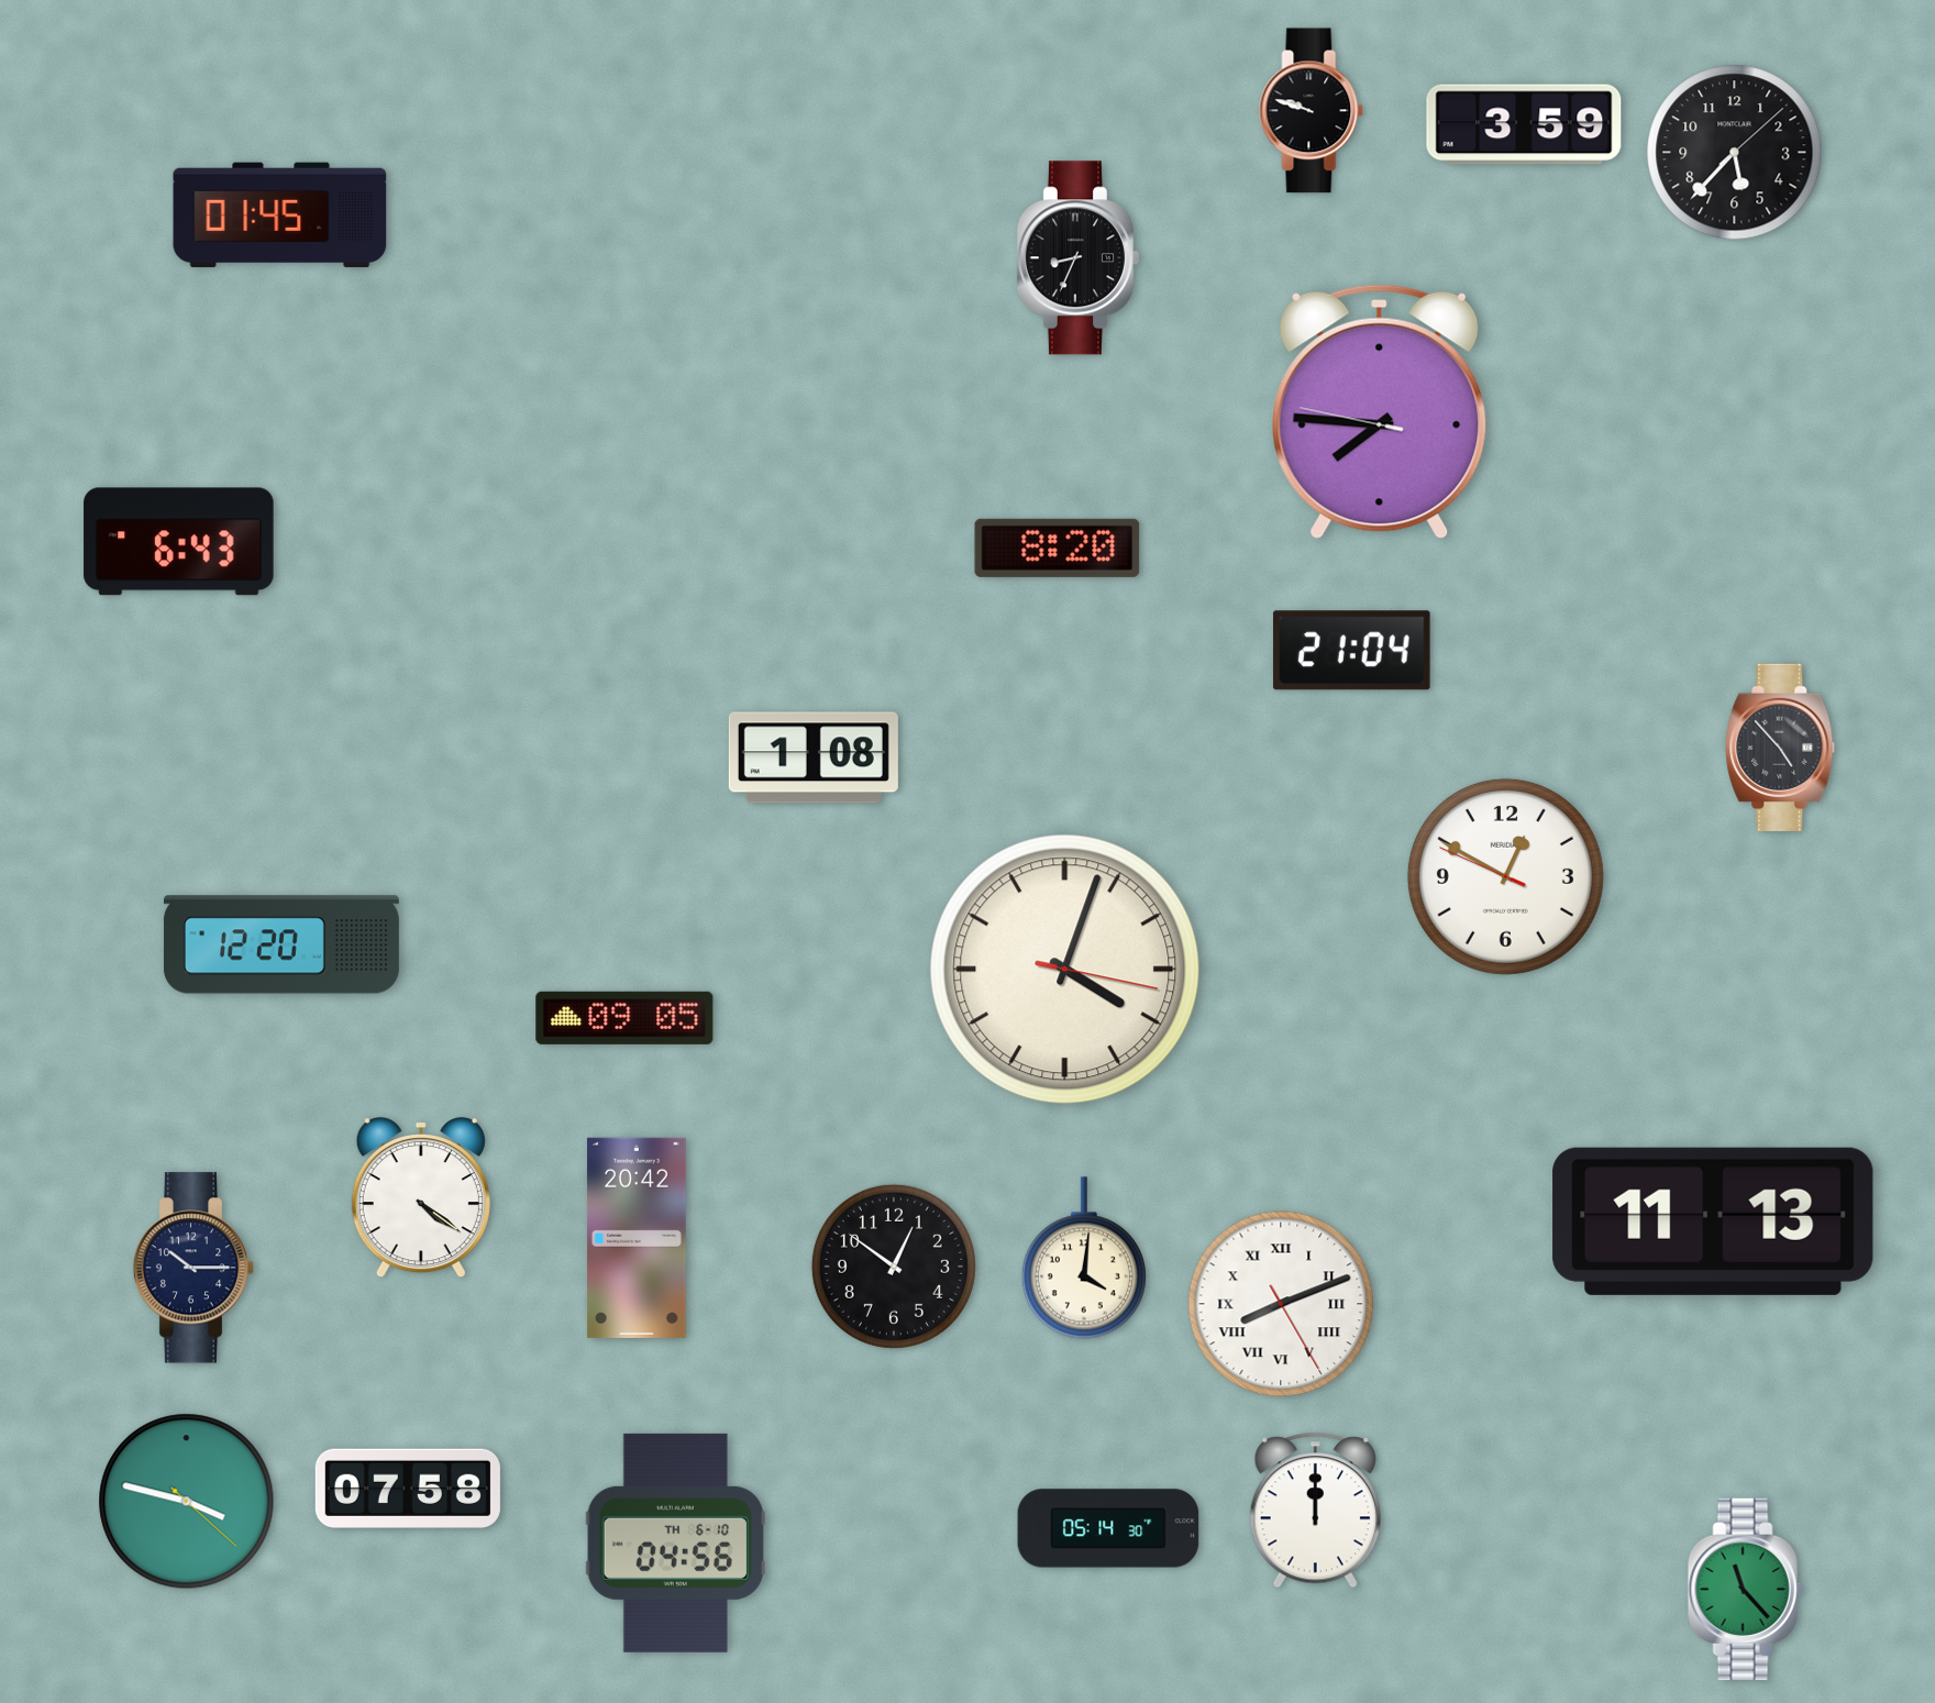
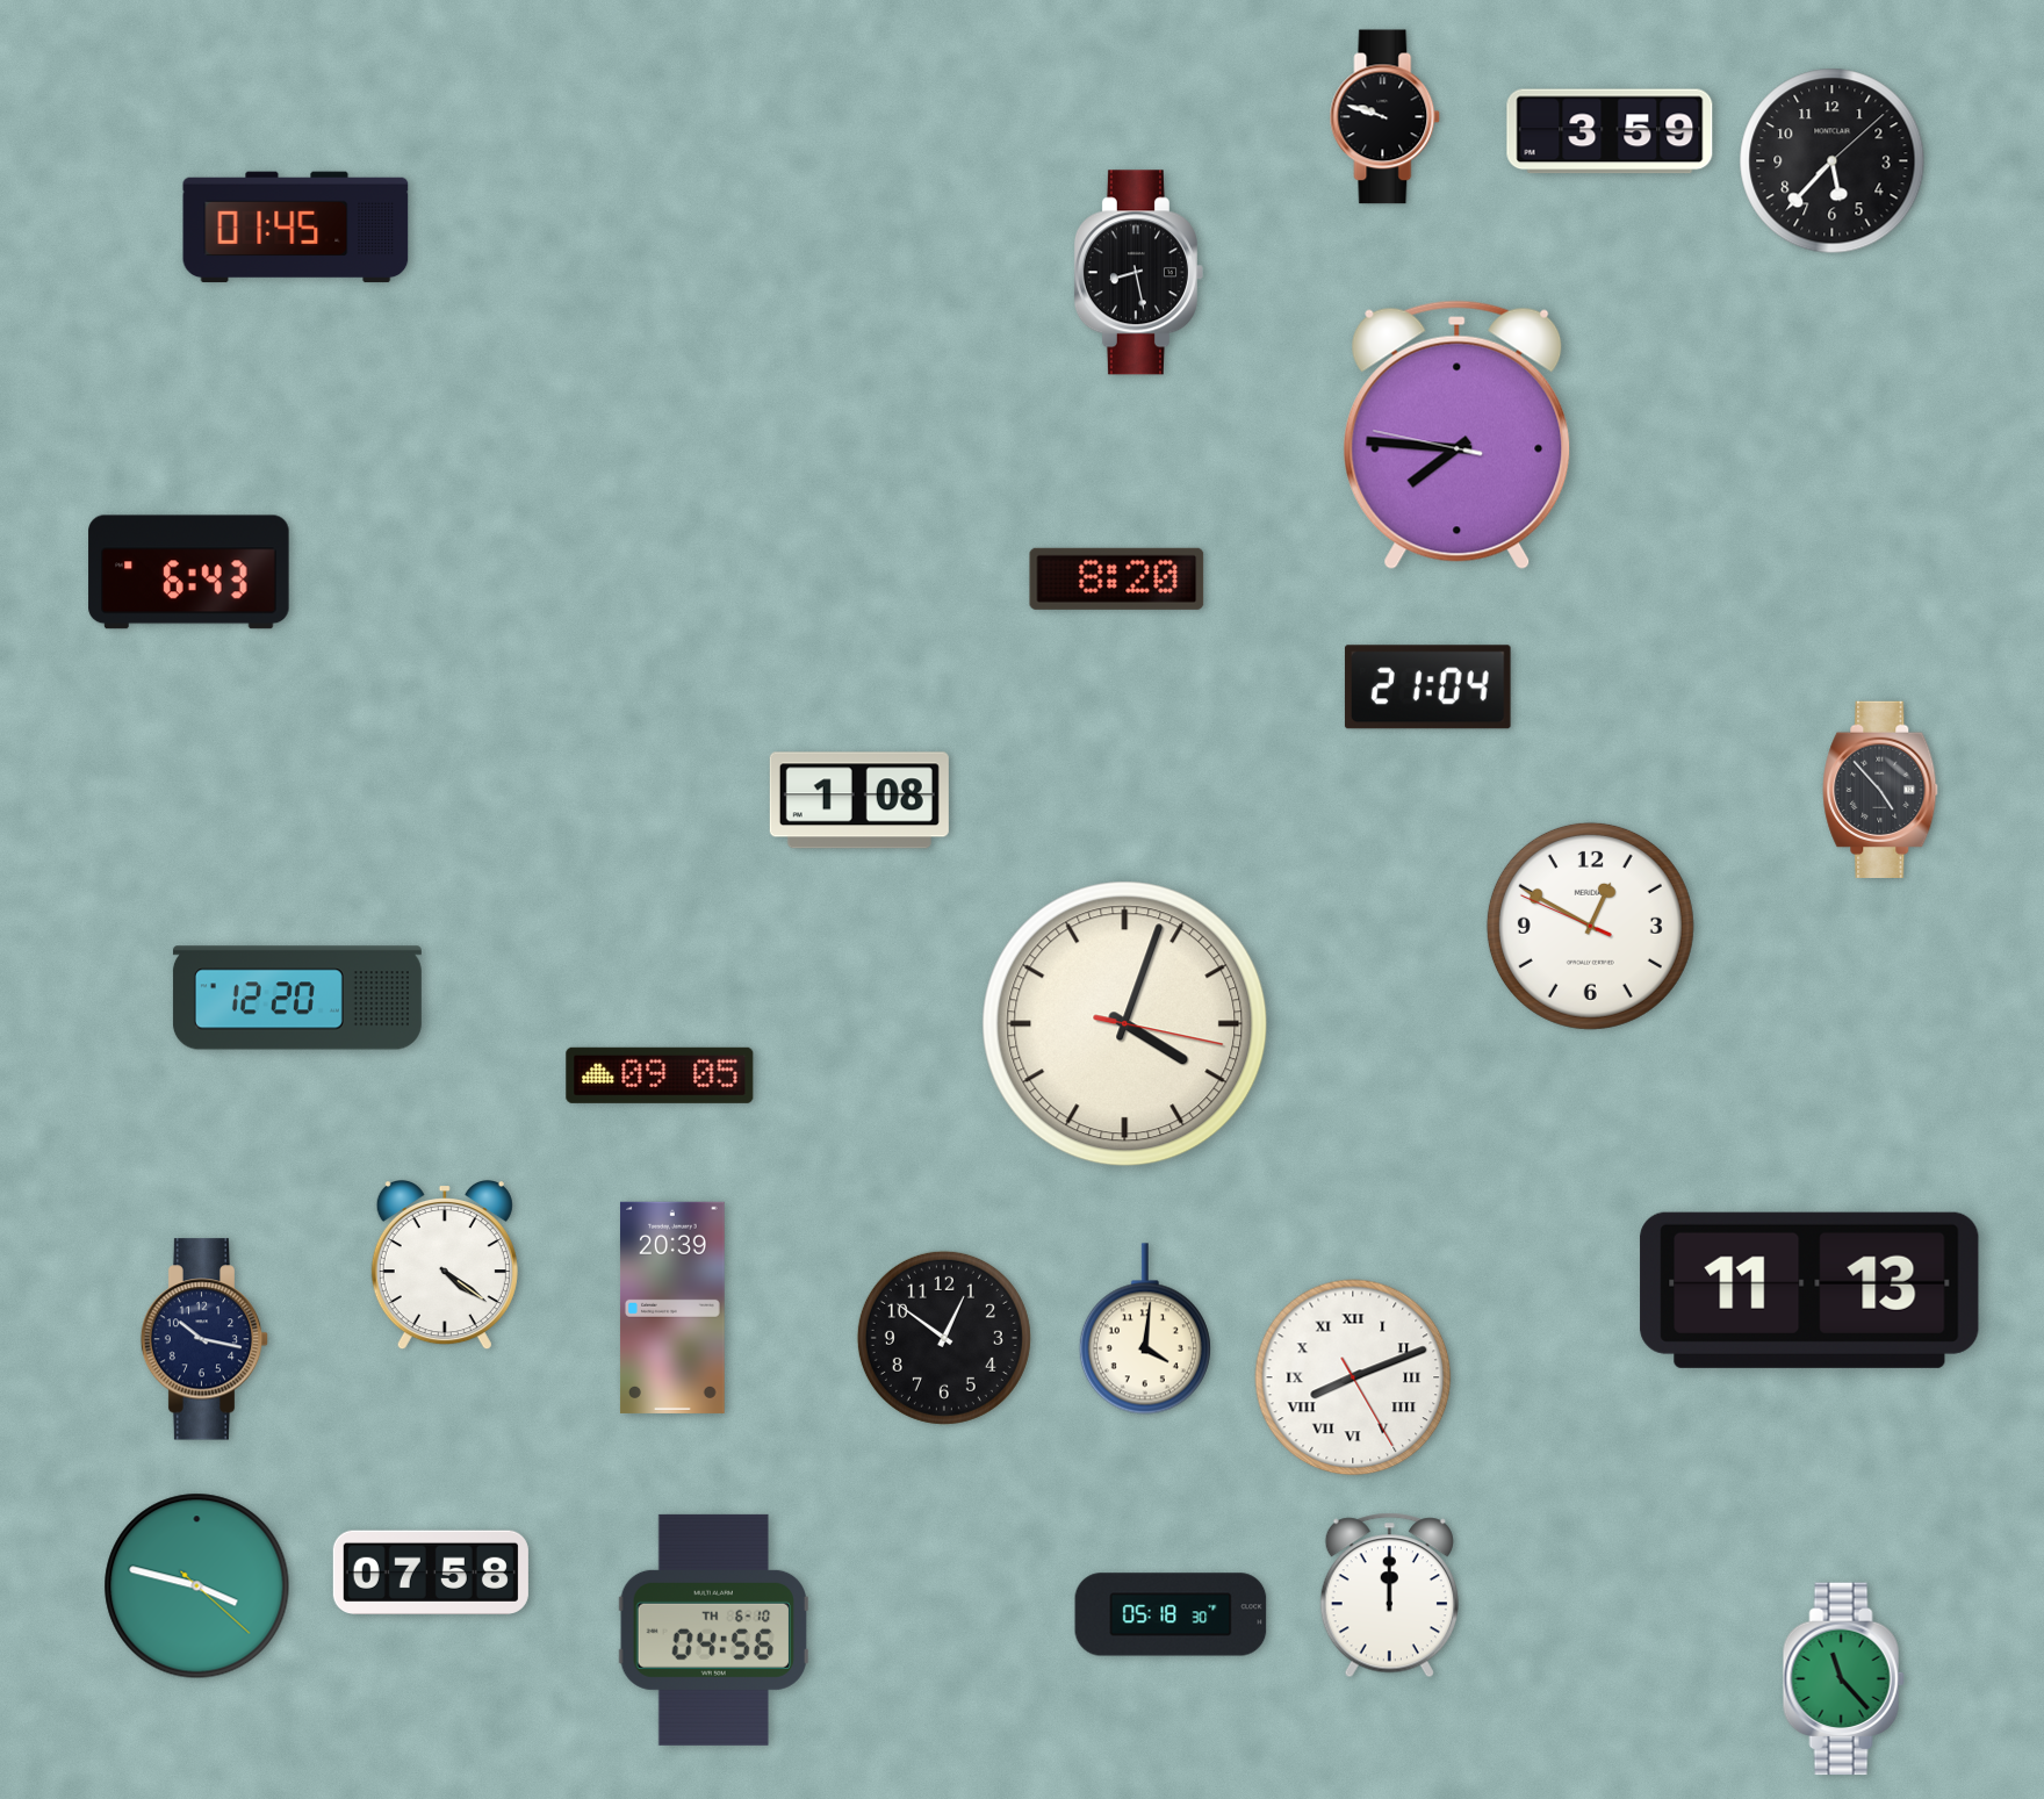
clock at (1077, 258): 8:34 -> 8:28
clock at (637, 1238): 20:42 -> 20:39
clock at (193, 1268): 10:15 -> 10:17
clock at (1108, 1528): 05:14 -> 05:18
